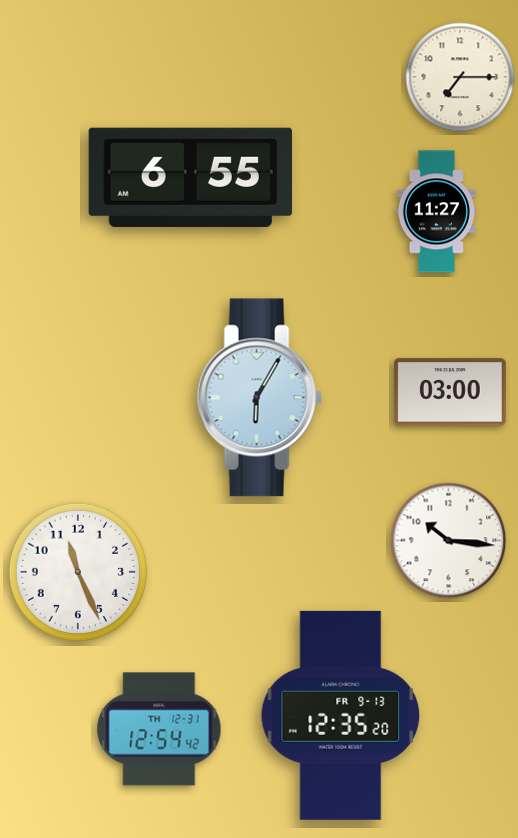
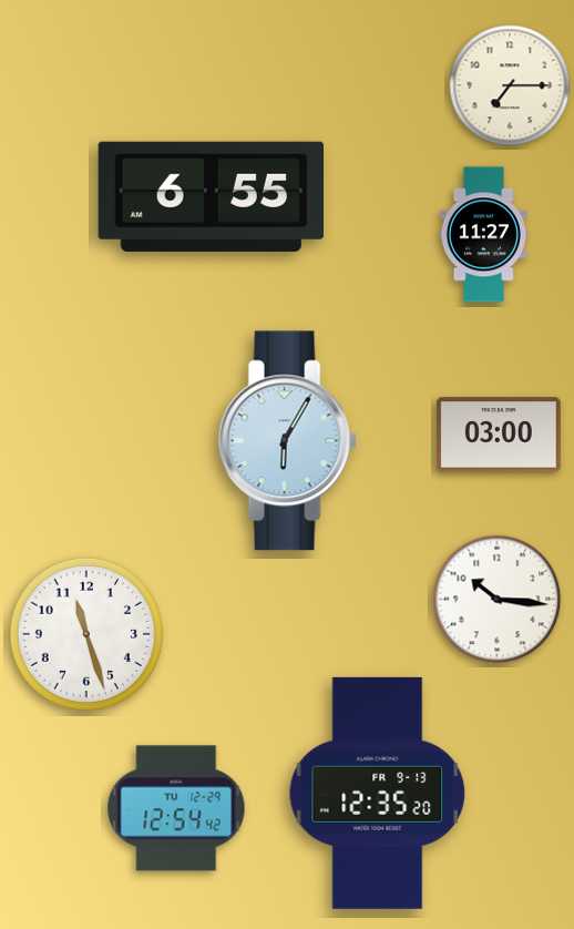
clock at (78, 572): 11:26 -> 11:27
clock at (159, 729) date: TH 12-31 -> TU 12-29
